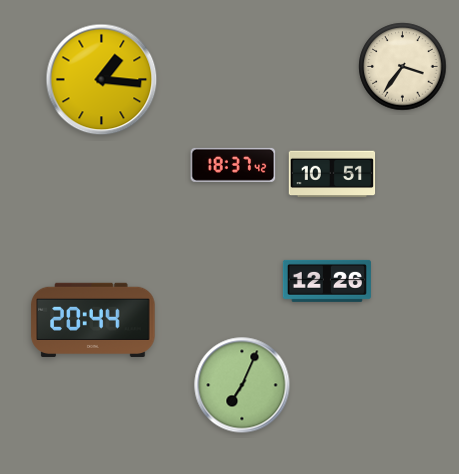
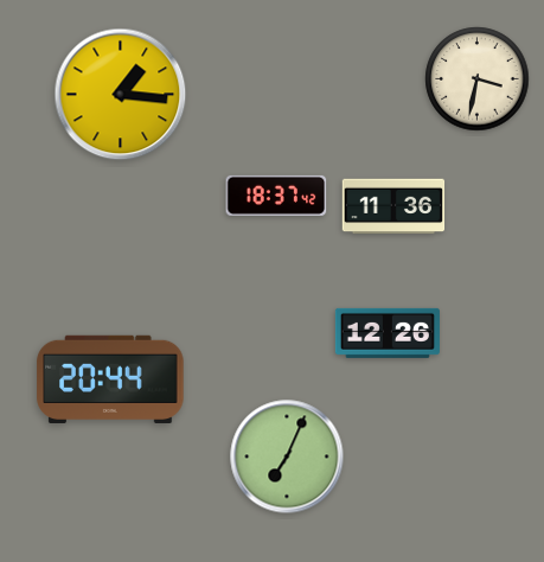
clock at (403, 67): 3:36 -> 3:32
clock at (332, 174): 10:51 -> 11:36
